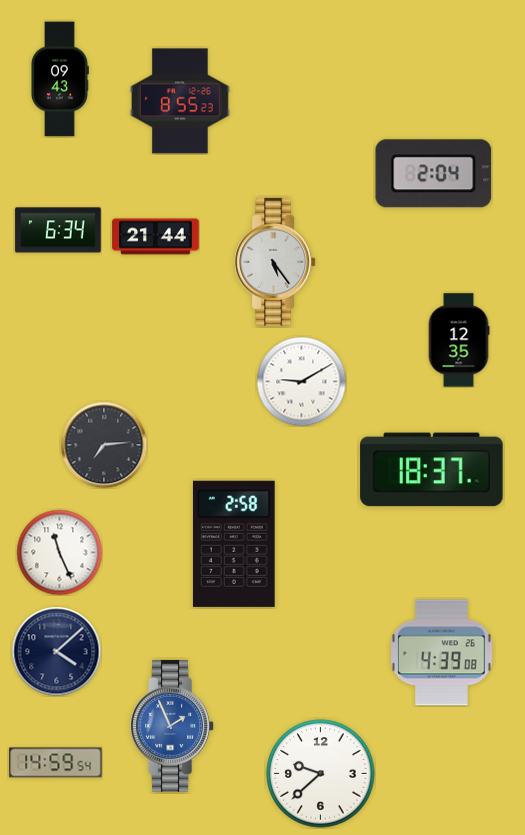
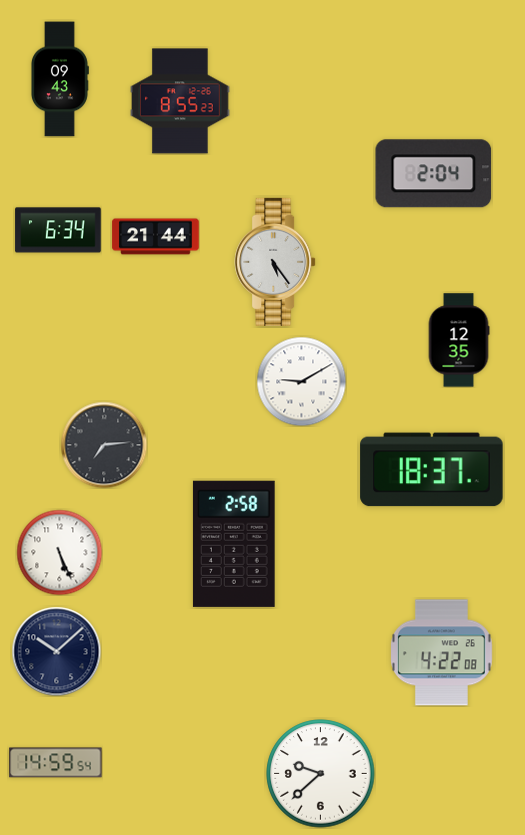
clock at (59, 552): 11:26 -> 5:26
clock at (56, 651): 4:08 -> 10:08
clock at (442, 653): 4:39 -> 4:22
clock at (173, 726): 1:56 -> none
